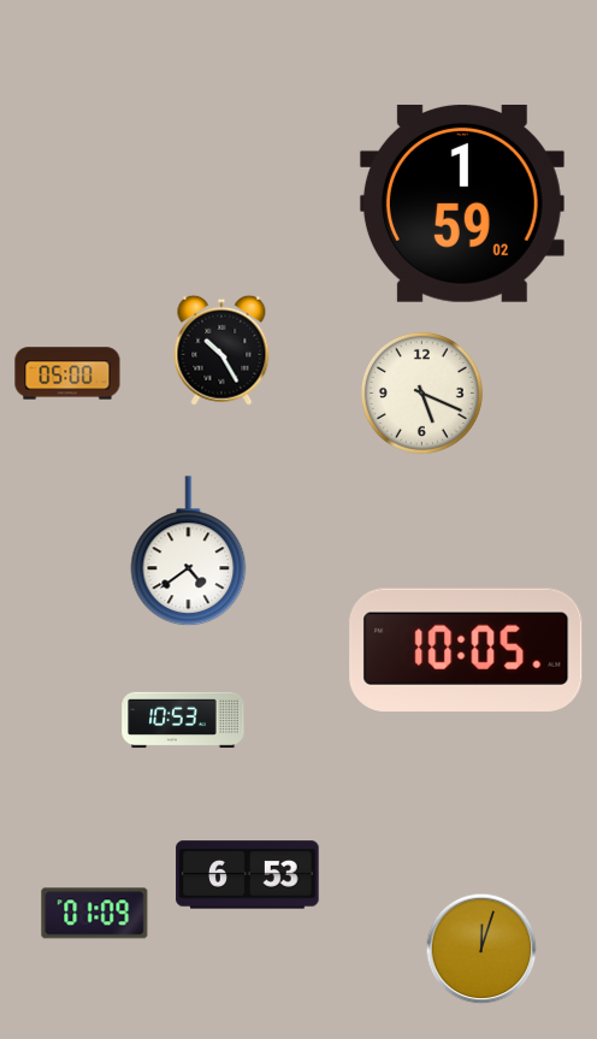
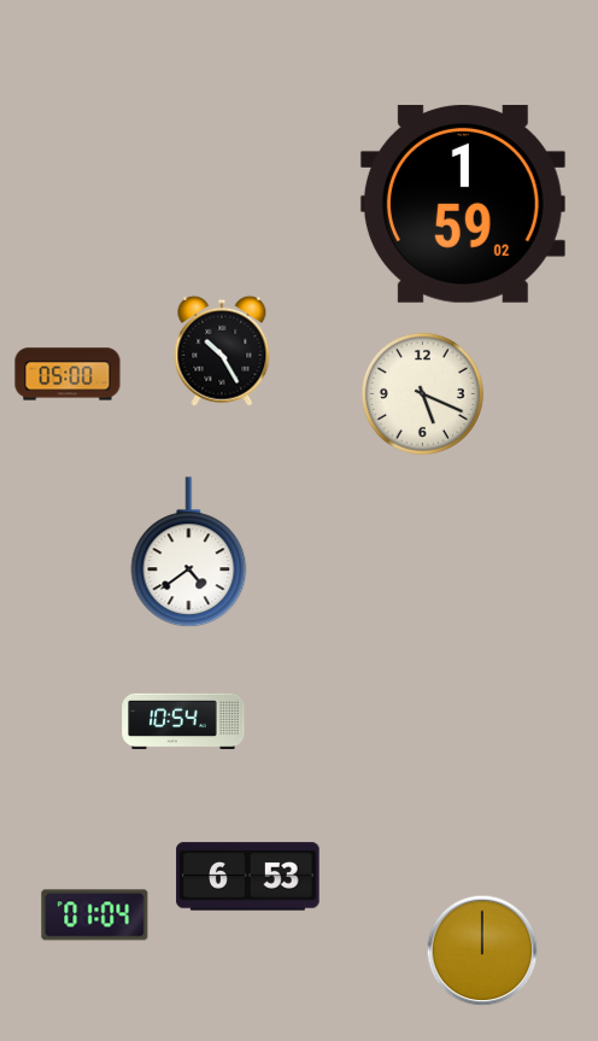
clock at (466, 650): 10:05 -> none
clock at (183, 720): 10:53 -> 10:54
clock at (95, 914): 01:09 -> 01:04
clock at (481, 949): 12:03 -> 12:00
